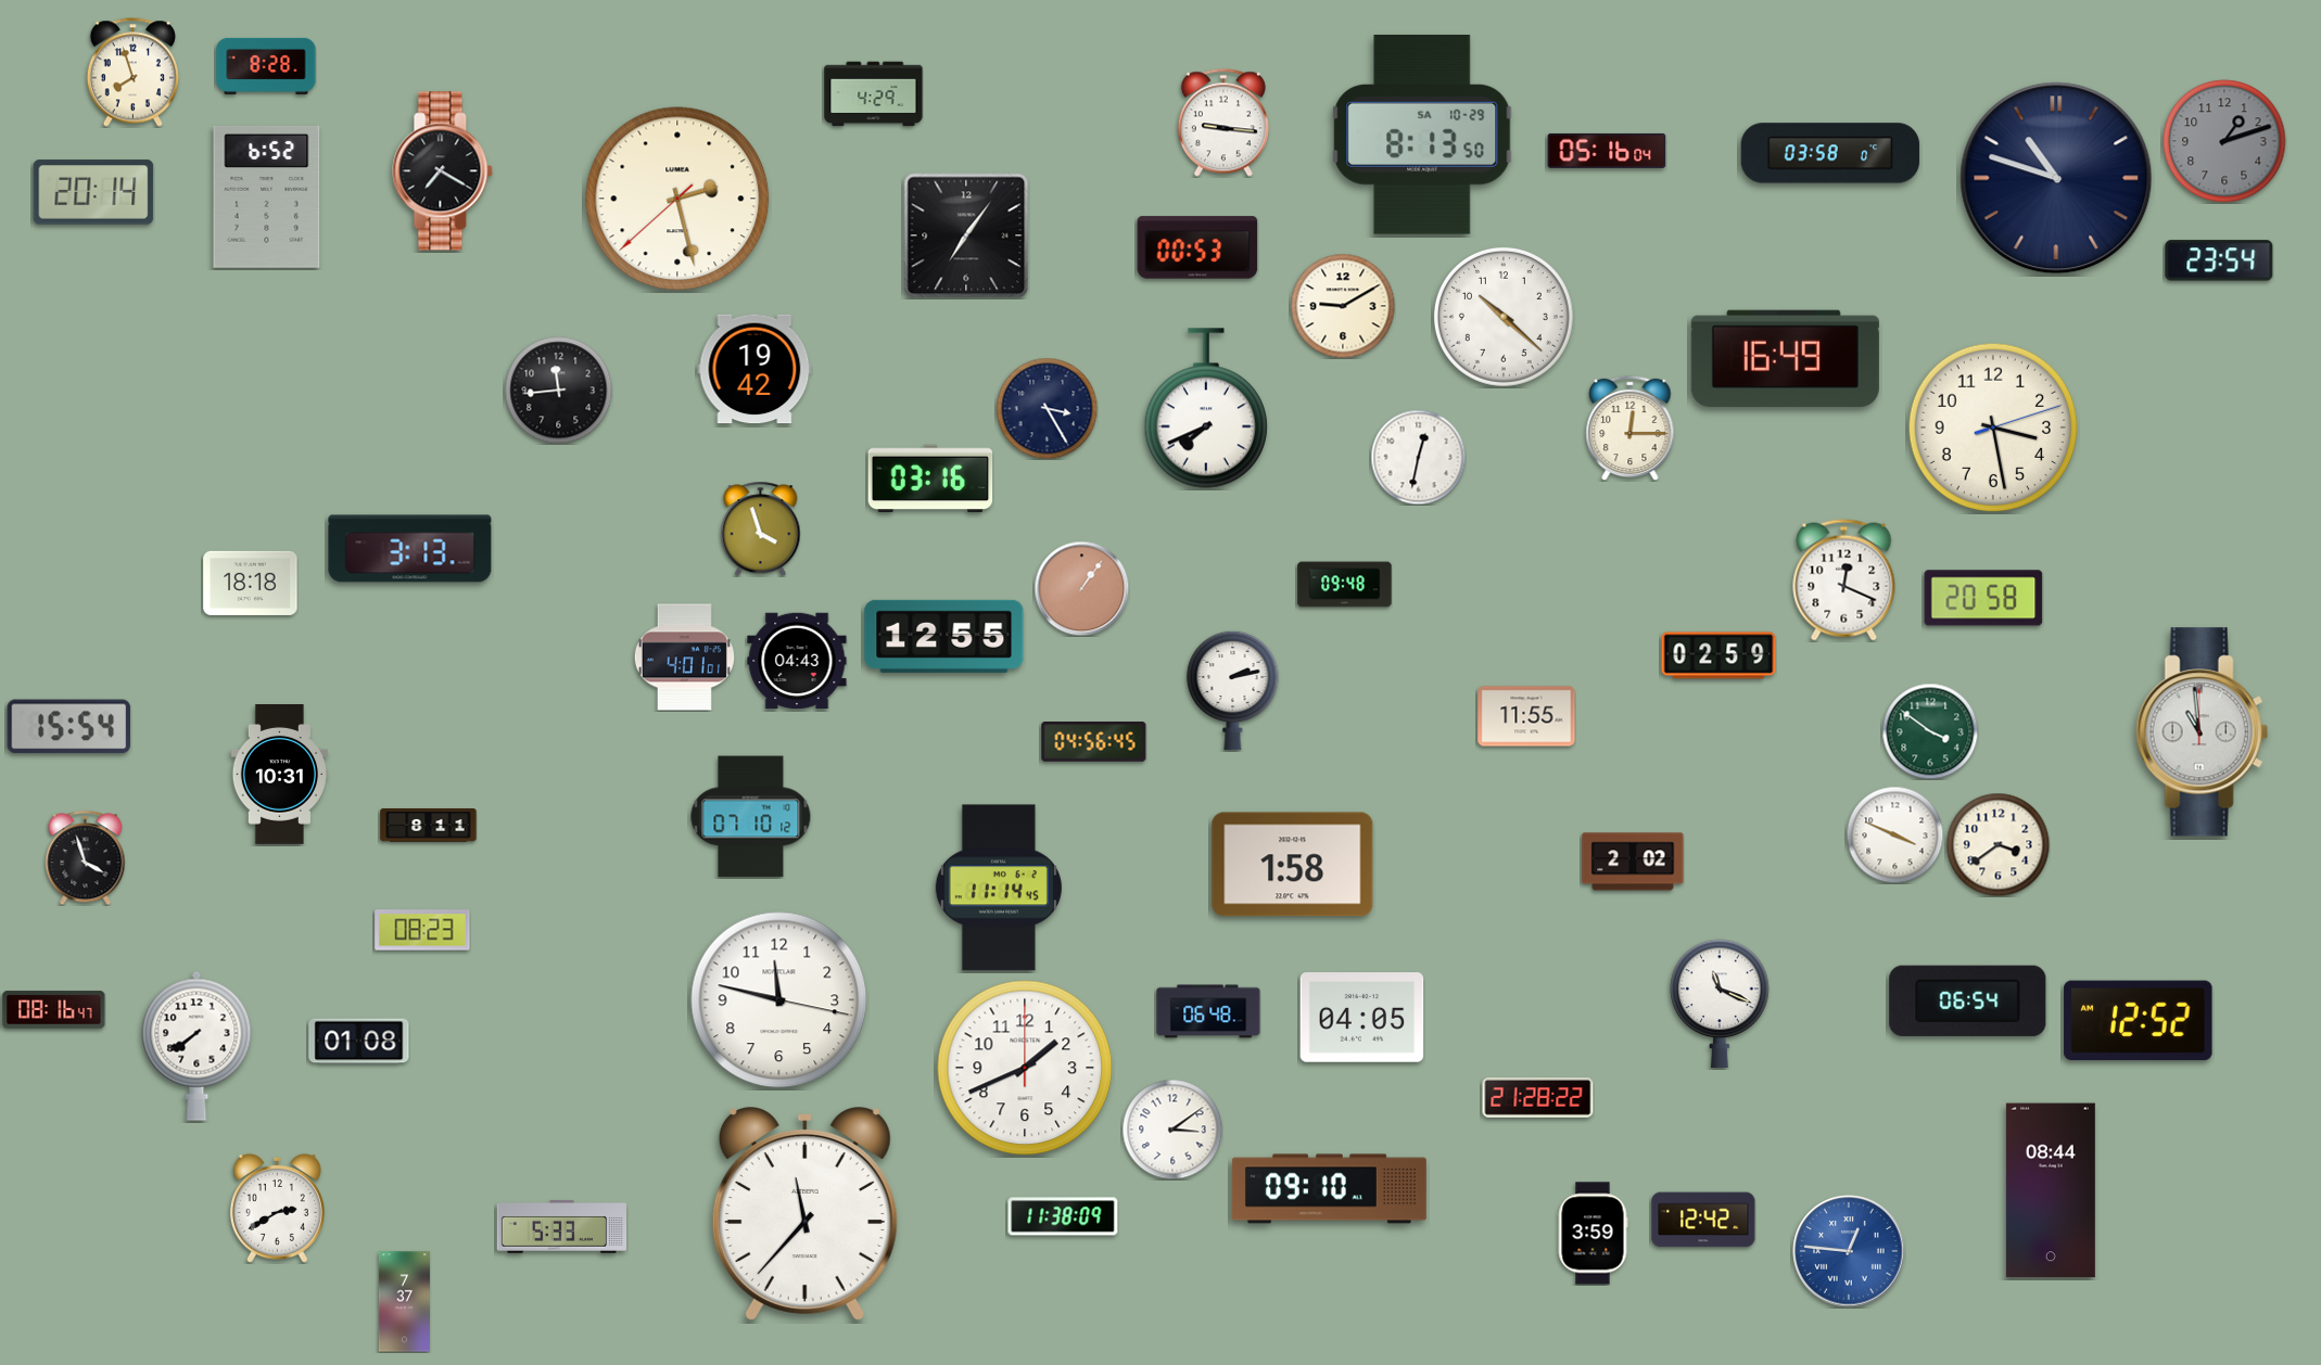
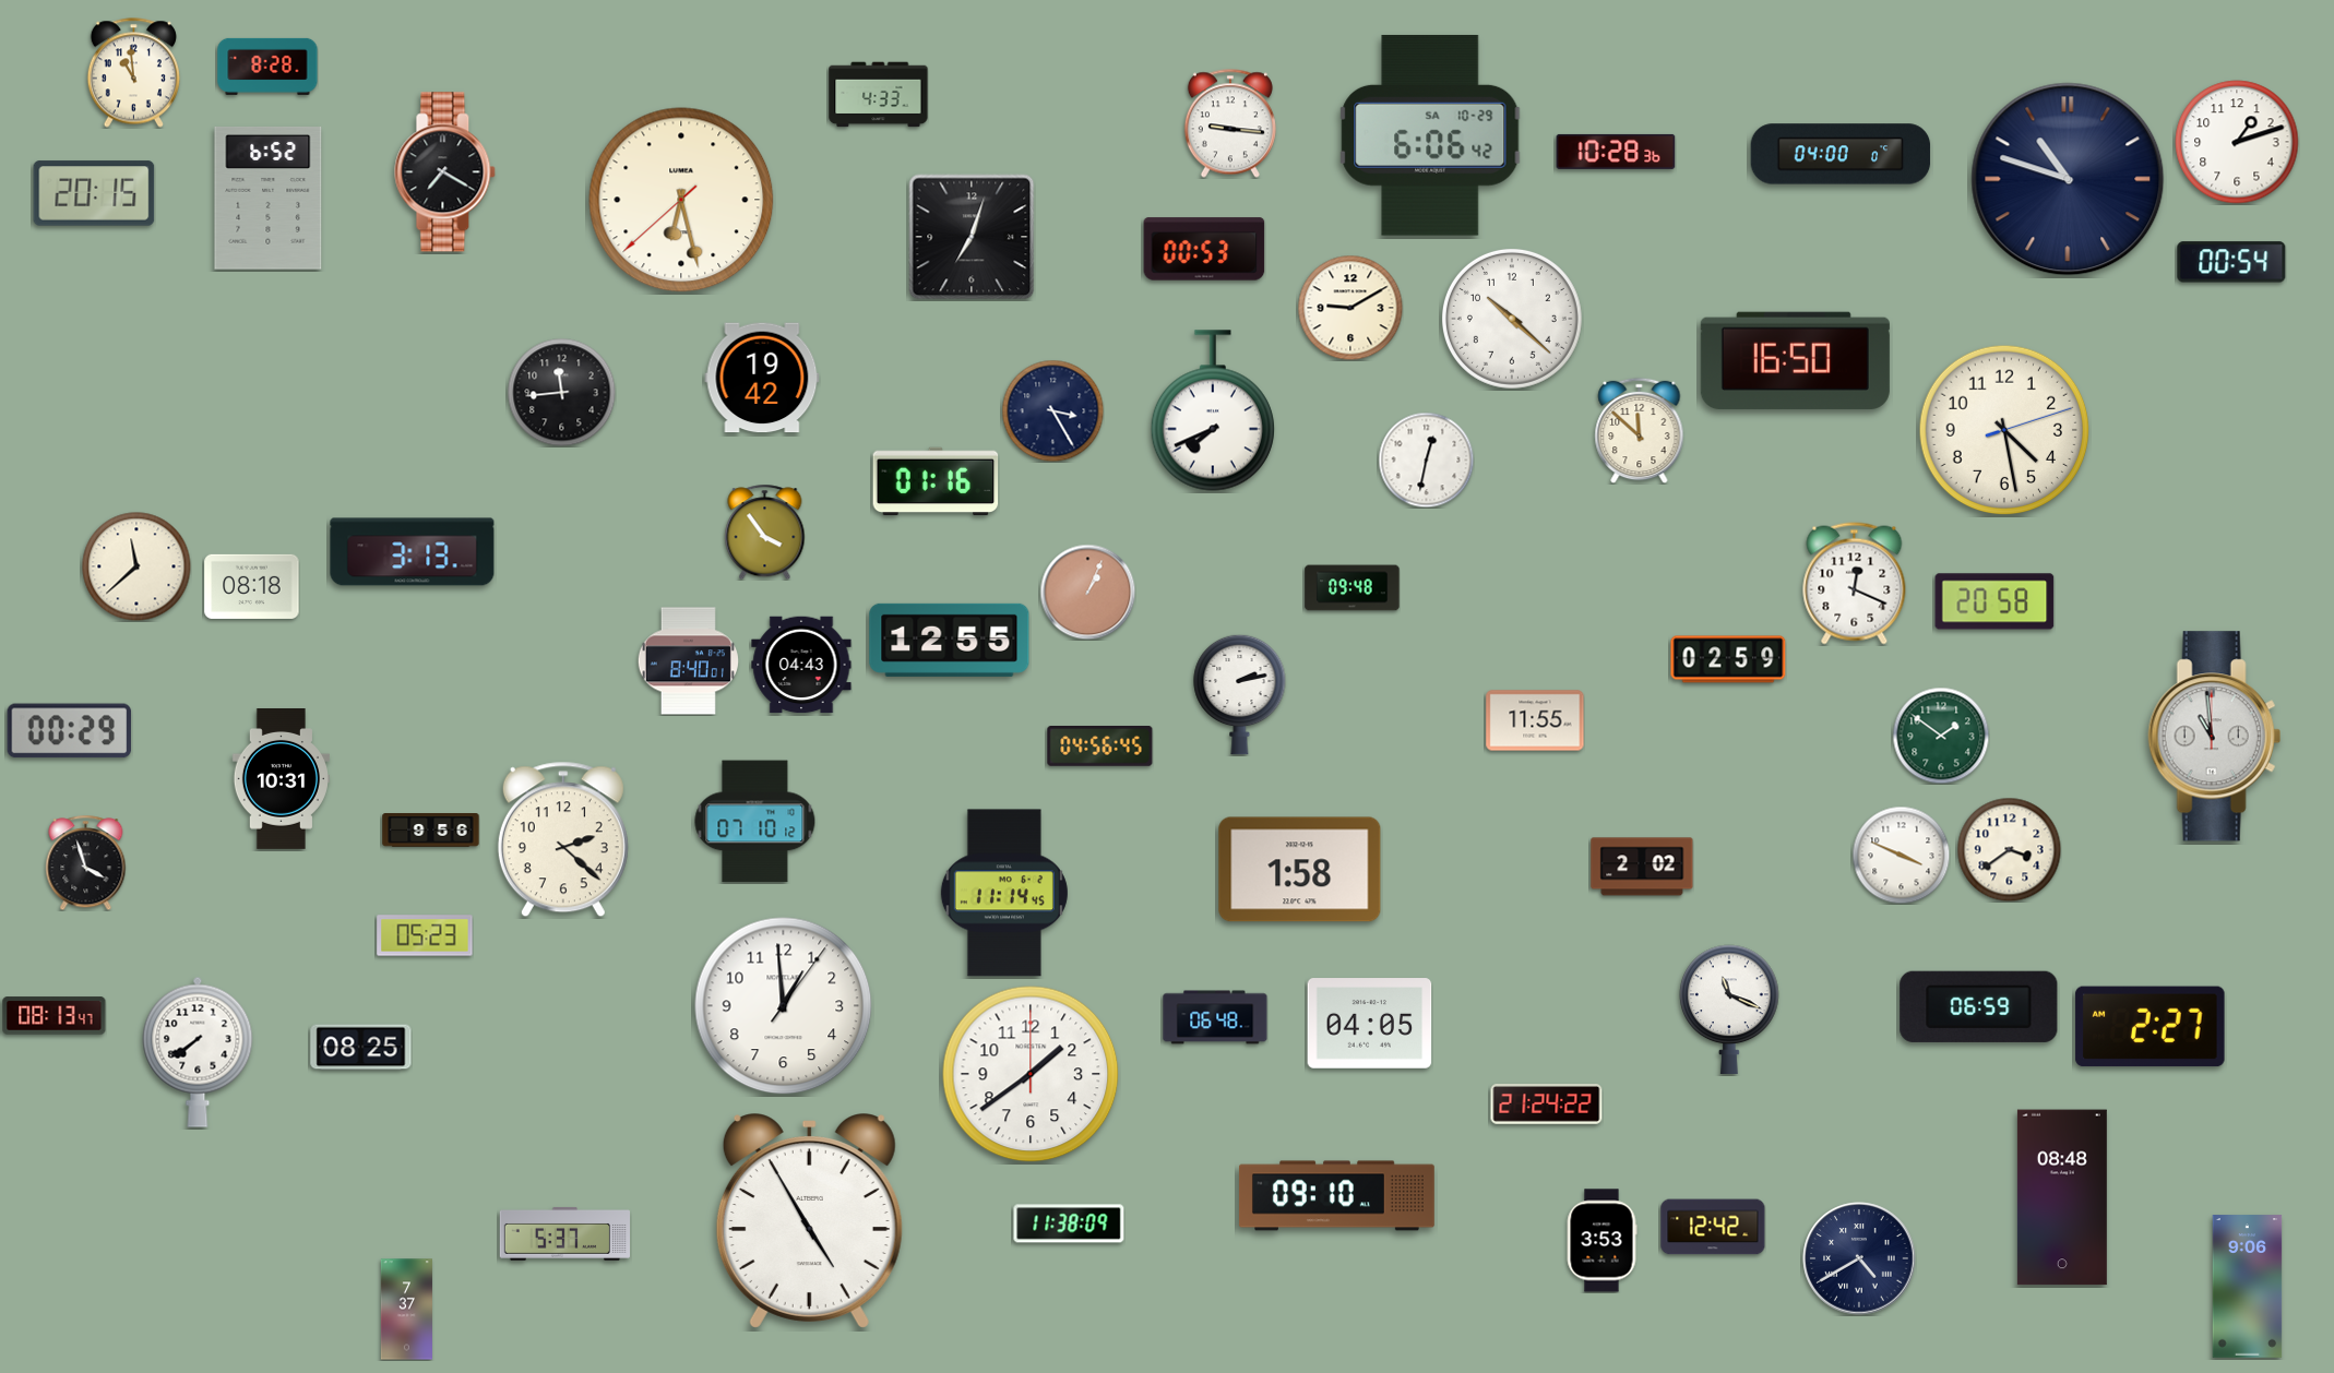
clock at (132, 73): 7:57 -> 10:59
clock at (874, 94): 4:29 -> 4:33
clock at (1422, 135): 8:13 -> 6:06
clock at (2224, 141) dial: grey -> white
clock at (1607, 151): 05:16 -> 10:28
clock at (1830, 153): 03:58 -> 04:00
clock at (93, 192): 20:14 -> 20:15
clock at (677, 199): 2:27 -> 6:27
clock at (966, 235): 7:06 -> 7:03
clock at (2219, 260): 23:54 -> 00:54
clock at (1785, 358): 16:49 -> 16:50
clock at (754, 369) position: (754, 369) -> (762, 378)
clock at (1631, 428): 12:15 -> 11:52
clock at (1993, 428): 3:28 -> 4:28
clock at (930, 479): 03:16 -> 01:16
clock at (761, 528): 3:57 -> 3:54
clock at (136, 566): none -> 11:38
clock at (251, 583): 18:18 -> 08:18
clock at (1081, 588): 1:06 -> 1:04
clock at (684, 658): 4:01 -> 8:40
clock at (69, 727): 15:54 -> 00:29
clock at (1930, 731): 3:51 -> 1:51
clock at (429, 826): 8:11 -> 9:56
clock at (563, 839): none -> 2:22
clock at (1894, 834) position: (1894, 834) -> (1901, 855)
clock at (422, 930): 08:23 -> 05:23
clock at (779, 1000): 11:47 -> 12:59
clock at (1968, 1000): 06:54 -> 06:59
clock at (54, 1010): 08:16 -> 08:13
clock at (2139, 1021): 12:52 -> 2:27
clock at (359, 1042): 01:08 -> 08:25
clock at (1025, 1068): 1:41 -> 1:39
clock at (1538, 1098): 21:28 -> 21:24
clock at (1172, 1130): 3:09 -> none
clock at (2051, 1190): 08:44 -> 08:48
clock at (277, 1208): 2:40 -> none
clock at (804, 1214): 11:37 -> 4:55
clock at (561, 1227): 5:33 -> 5:37
clock at (1593, 1234): 3:59 -> 3:53
clock at (1849, 1251): 12:46 -> 4:40
clock at (1849, 1251) dial: blue -> navy
clock at (2248, 1287): none -> 9:06
